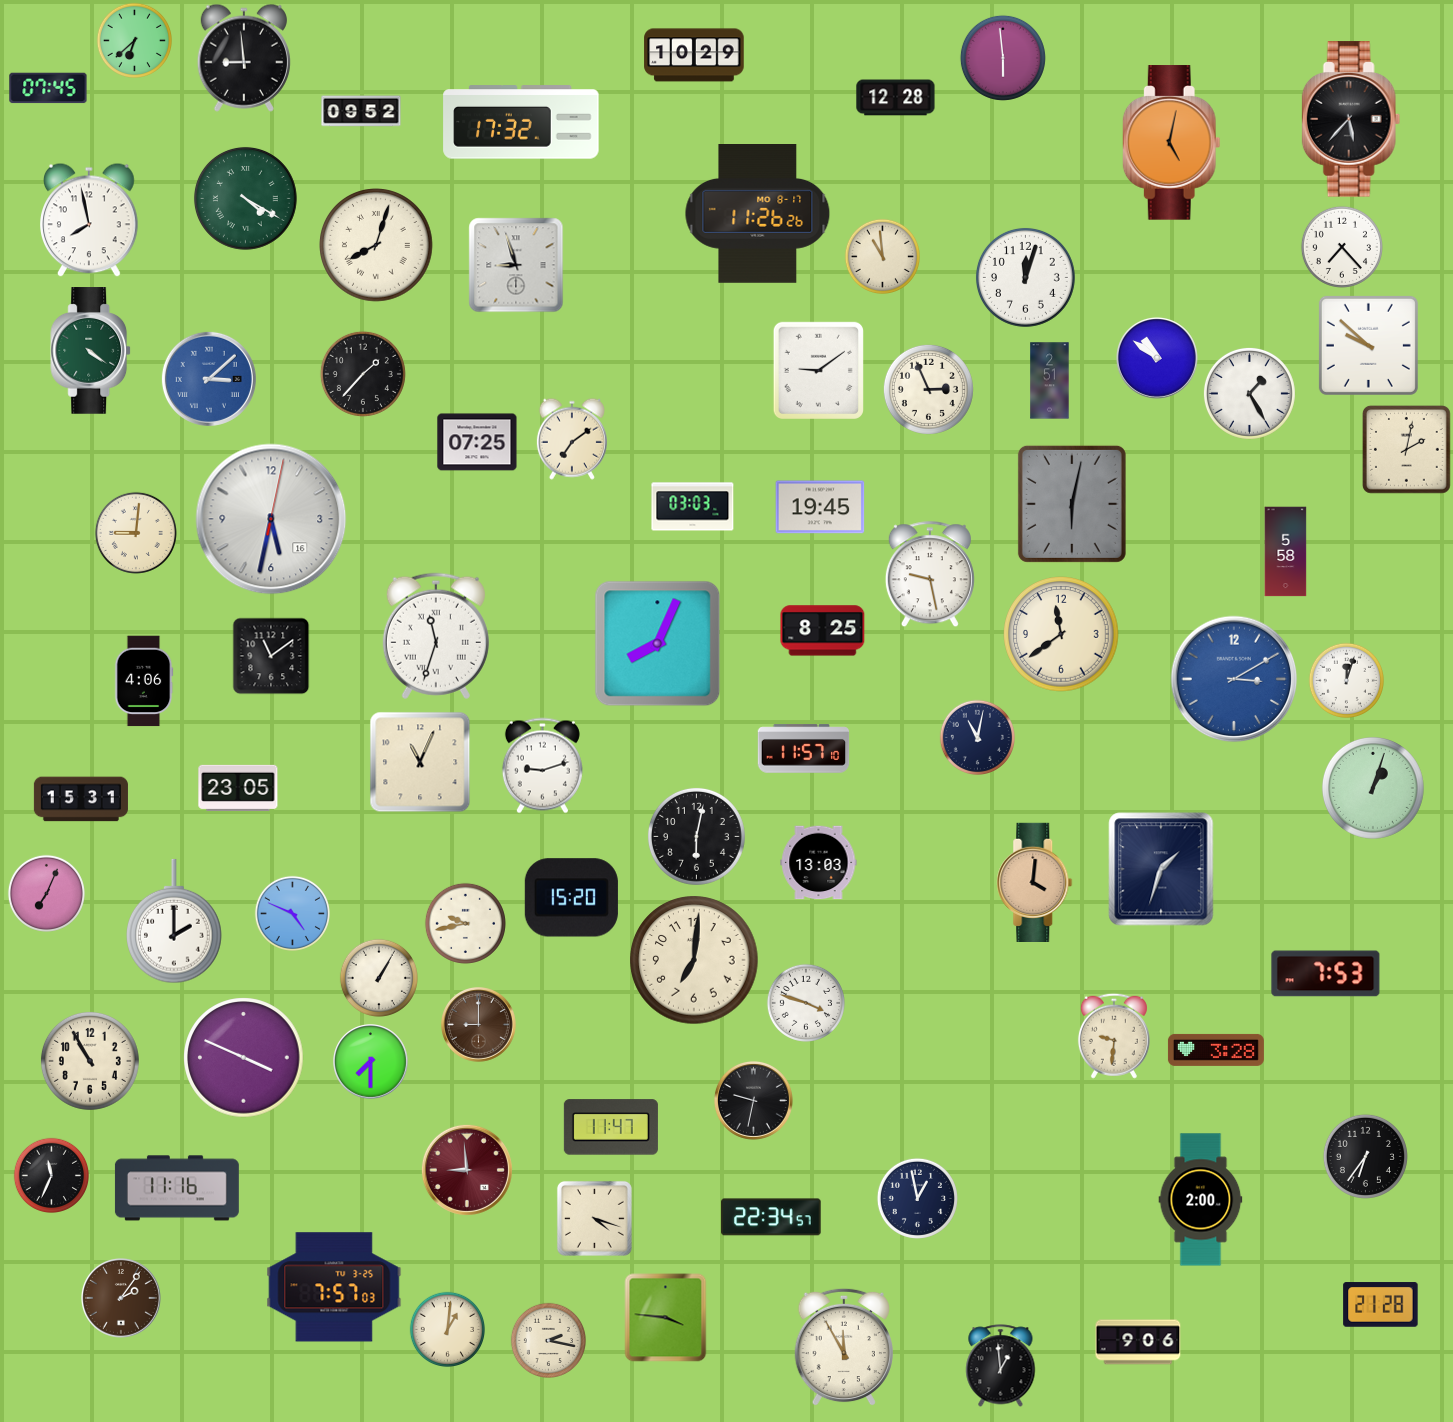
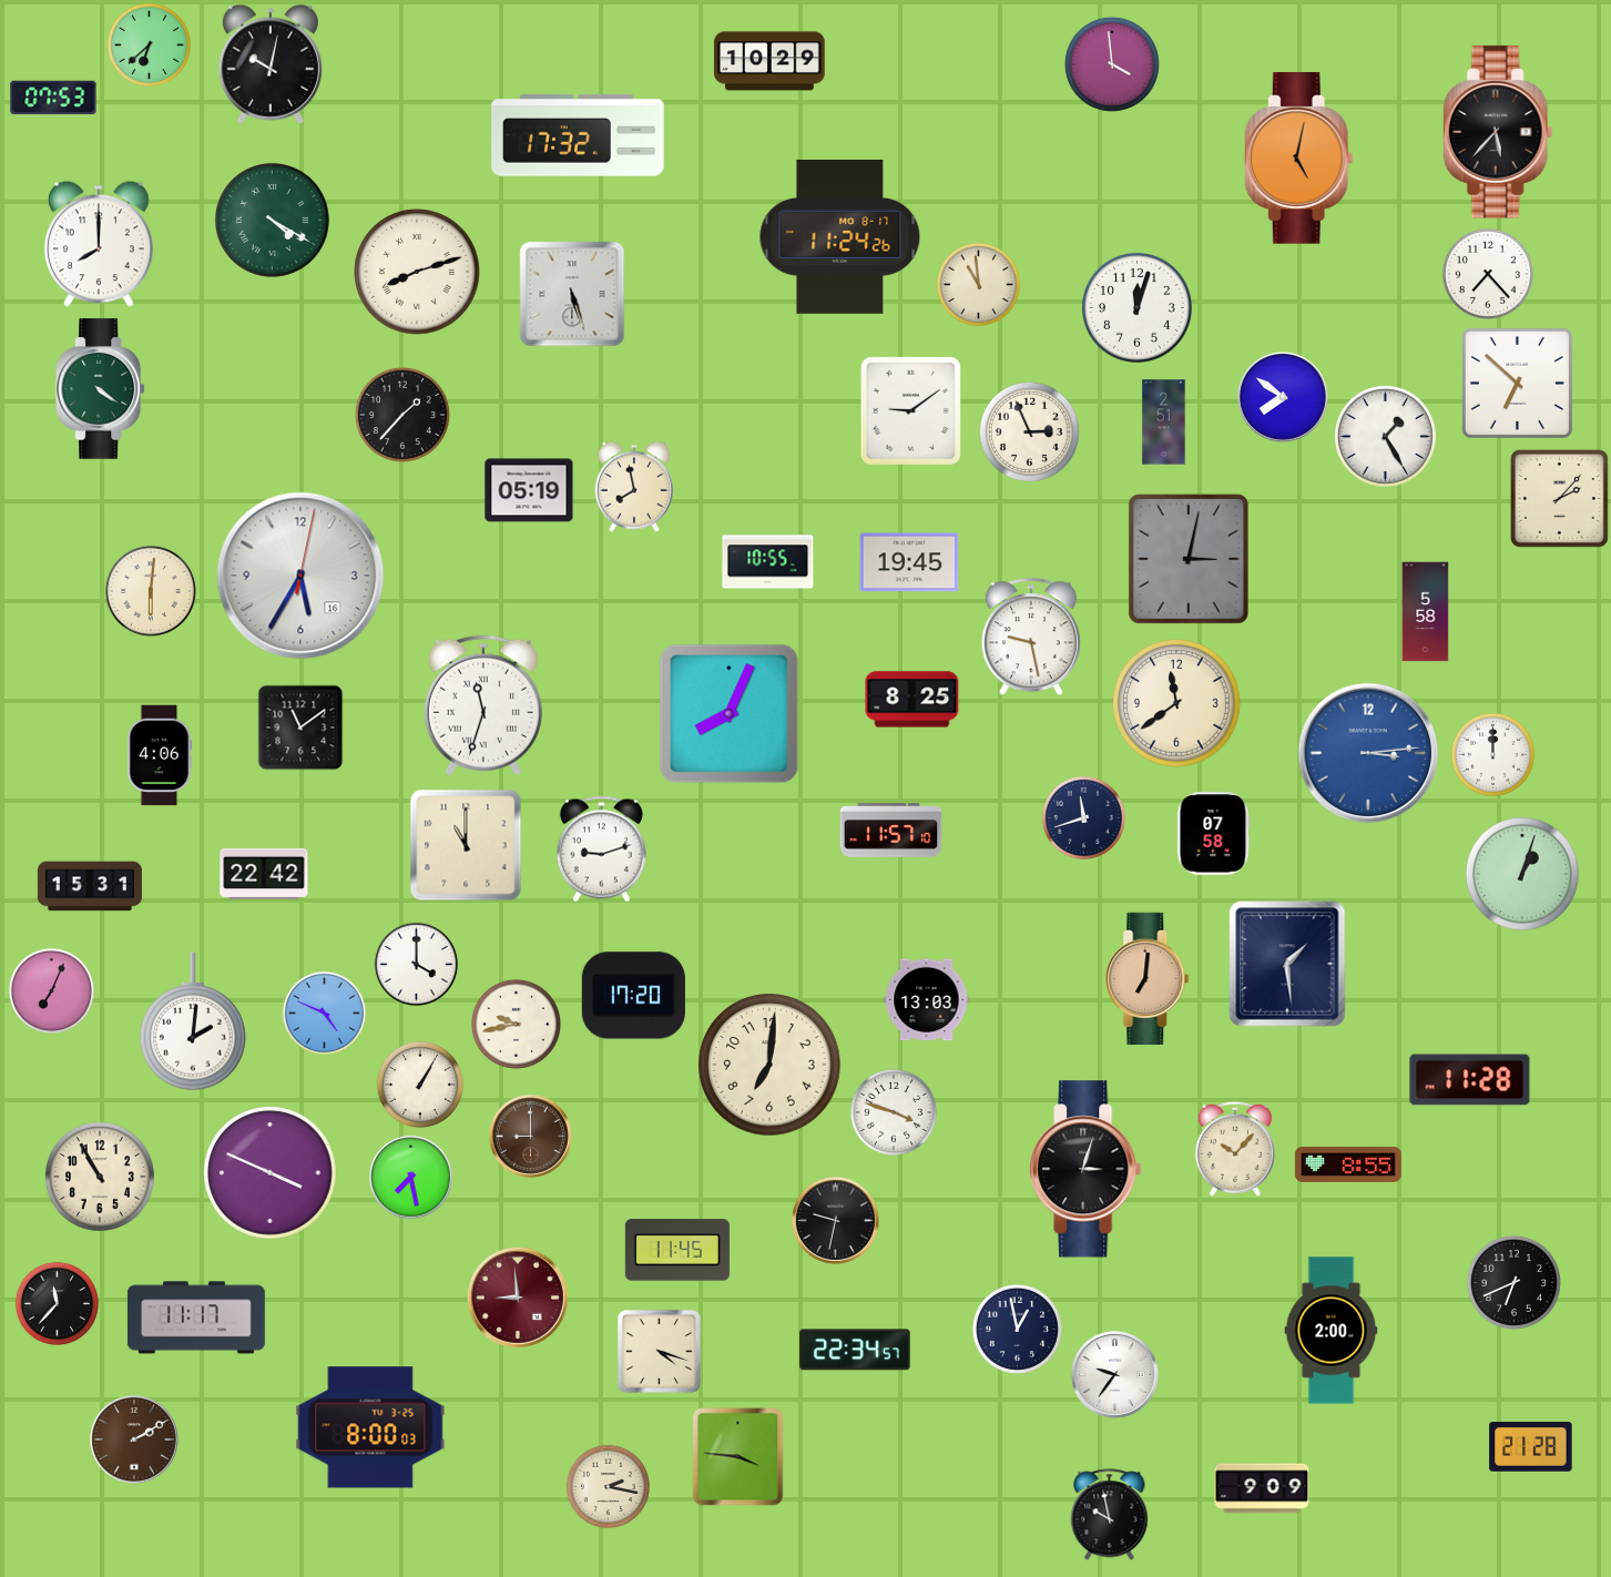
clock at (244, 58): 8:59 -> 10:02
clock at (1003, 58): 5:59 -> 3:59
clock at (48, 88): 07:45 -> 07:53
clock at (896, 98): 12:28 -> none
clock at (361, 111): 09:52 -> none
clock at (758, 214): 11:26 -> 11:24
clock at (90, 220): 7:58 -> 8:00
clock at (376, 245): 8:03 -> 8:12
clock at (516, 265): 8:57 -> 5:27
clock at (1368, 345): 9:52 -> 6:52
clock at (1157, 358): 10:51 -> 7:51
clock at (818, 370) position: (818, 370) -> (910, 410)
clock at (209, 379): 3:08 -> none
clock at (572, 439): 7:09 -> 7:58
clock at (477, 442): 07:25 -> 05:19
clock at (1407, 450): 2:02 -> 2:07
clock at (1072, 504): 6:02 -> 3:02
clock at (693, 507): 03:03 -> 10:55
clock at (271, 519): 5:32 -> 5:35
clock at (136, 533): 9:01 -> 6:01
clock at (1234, 679): 3:10 -> 3:14
clock at (1346, 680): 12:03 -> 12:00
clock at (977, 737): 11:02 -> 11:42
clock at (1214, 834): none -> 07:58
clock at (420, 762): 11:04 -> 11:00
clock at (238, 788): 23:05 -> 22:42
clock at (696, 836): 6:02 -> none
clock at (819, 863) position: (819, 863) -> (927, 1000)
clock at (416, 964): none -> 4:00
clock at (1161, 869): 1:33 -> 1:29
clock at (1035, 882): 4:01 -> 7:01
clock at (571, 898): 15:20 -> 17:20
clock at (174, 921): 2:00 -> 2:01
clock at (1326, 974): 7:53 -> 11:28
clock at (1114, 1036): 9:31 -> 10:07
clock at (1216, 1050): 3:28 -> 8:55
clock at (1085, 1169): none -> 3:03
clock at (371, 1062): 7:30 -> 7:28
clock at (611, 1127): 11:47 -> 11:45
clock at (1365, 1156): 6:36 -> 6:41
clock at (51, 1175): 11:34 -> 11:37
clock at (177, 1188): 11:16 -> 11:17
clock at (1114, 1374): none -> 9:36
clock at (334, 1287): 7:57 -> 8:00
clock at (121, 1298): 2:06 -> 2:10
clock at (666, 1318) position: (666, 1318) -> (738, 1457)
clock at (447, 1329): 1:01 -> none
clock at (1138, 1342): 9:06 -> 9:09
clock at (844, 1347): 11:55 -> none
clock at (1001, 1366): 12:59 -> 9:58
